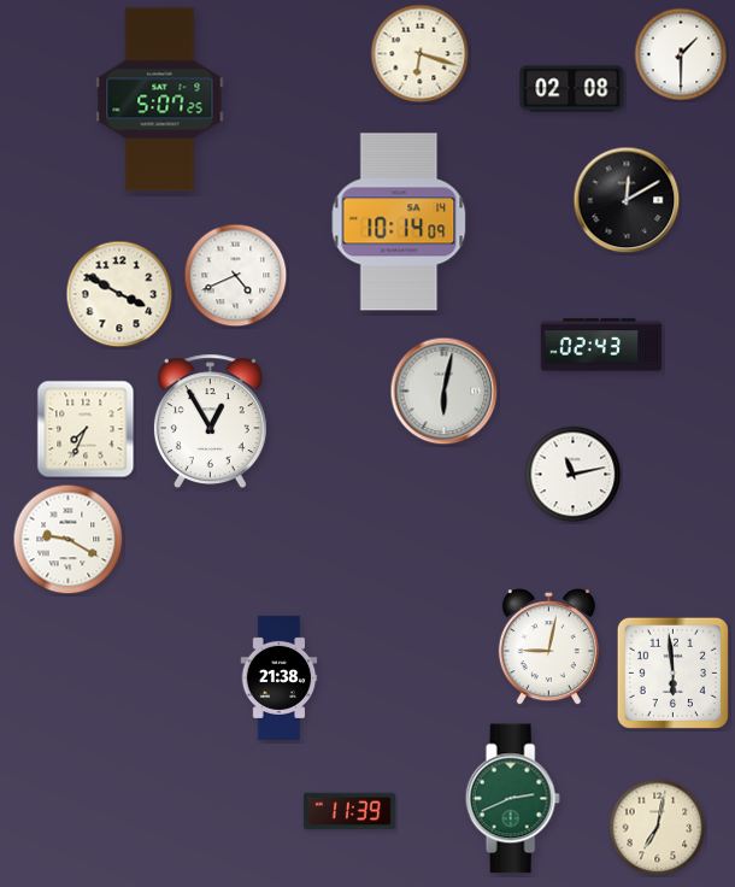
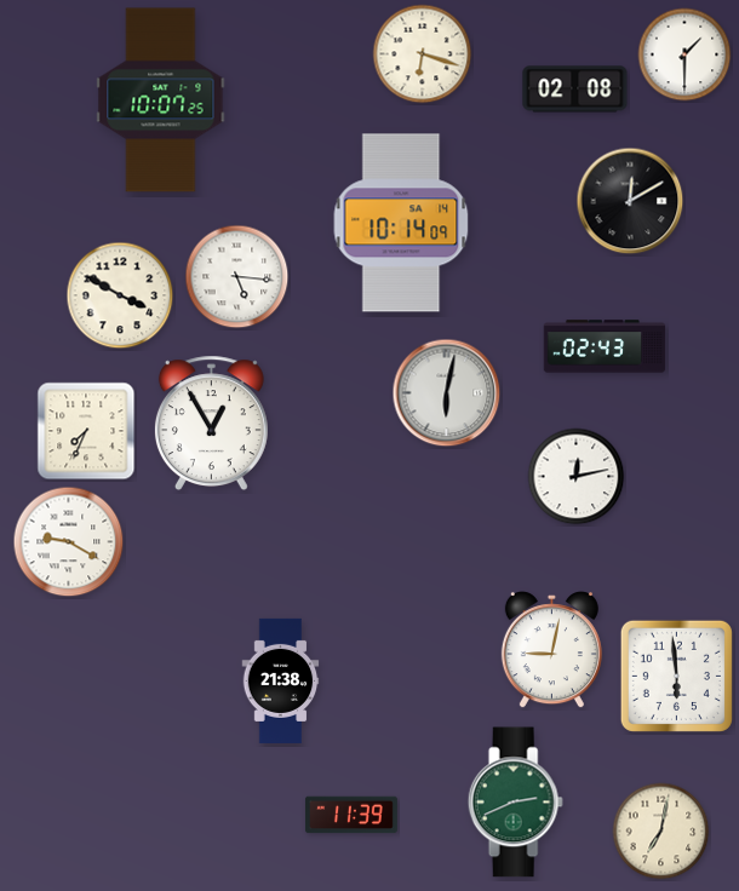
clock at (160, 100): 5:07 -> 10:07
clock at (236, 276): 4:41 -> 5:16
clock at (574, 475): 11:13 -> 12:13
